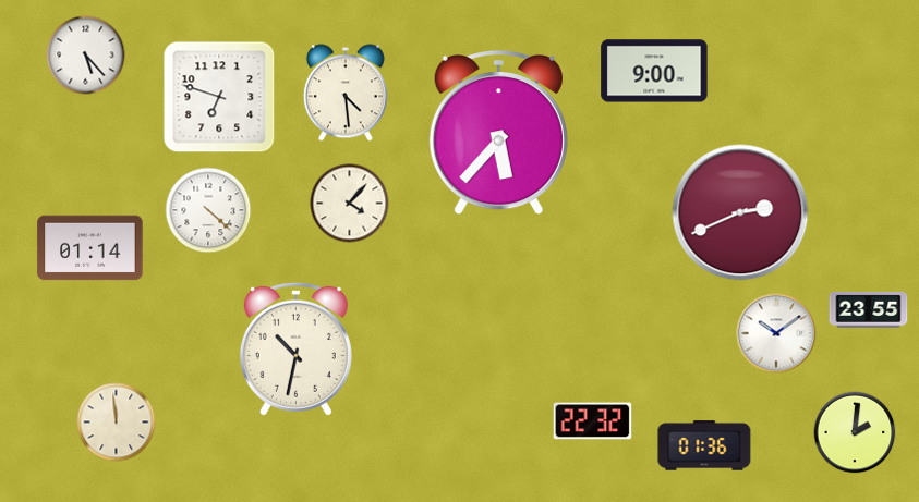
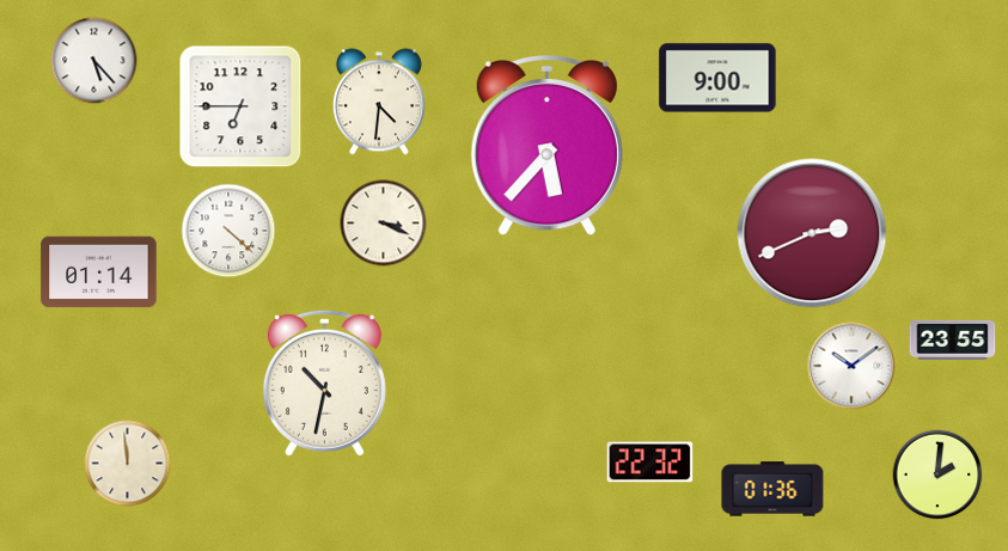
clock at (346, 93): 4:29 -> 4:31
clock at (219, 97): 6:48 -> 6:45
clock at (350, 204): 4:07 -> 3:19
